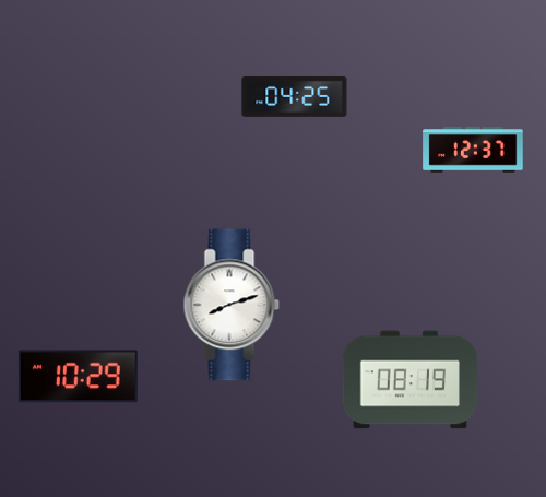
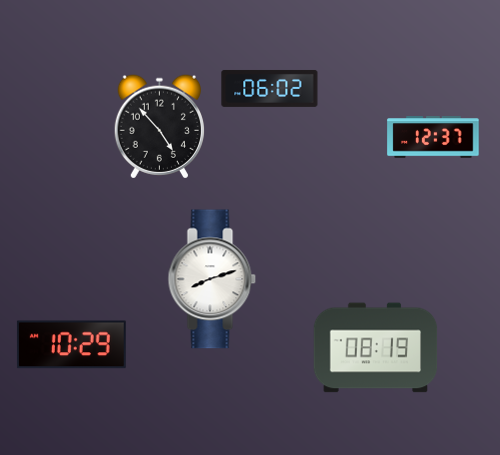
clock at (295, 96): 04:25 -> 06:02
clock at (159, 127): none -> 4:53
